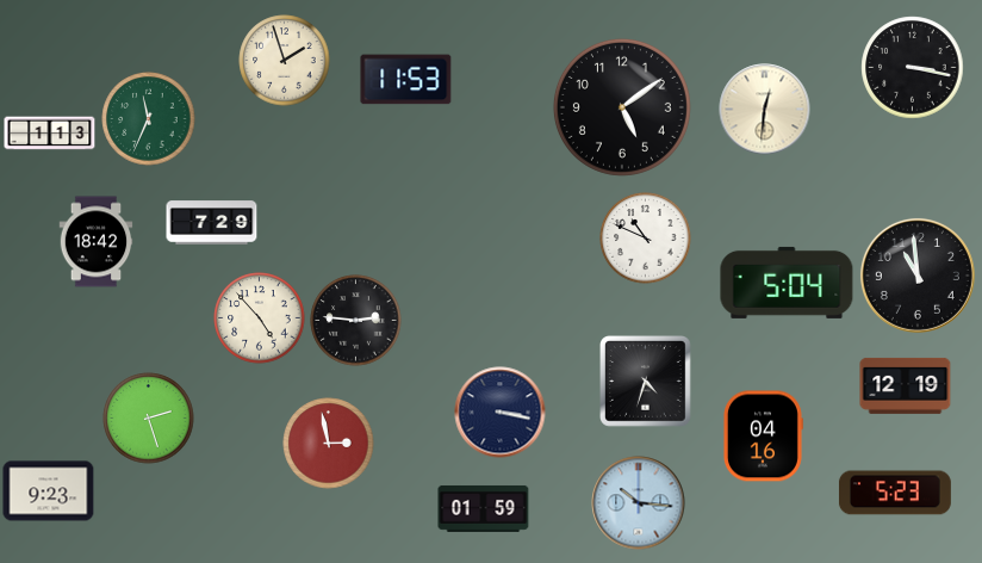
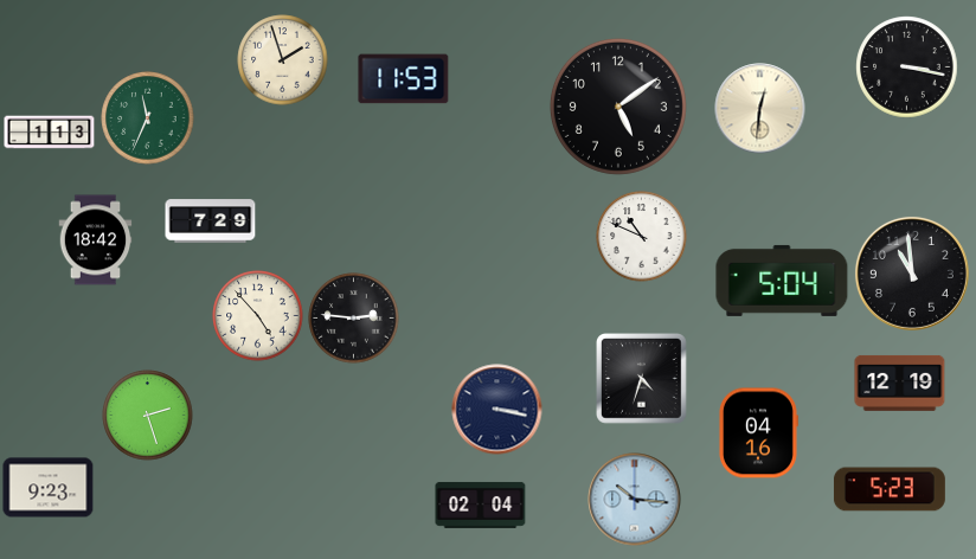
clock at (329, 444): 2:58 -> none
clock at (484, 508): 01:59 -> 02:04
